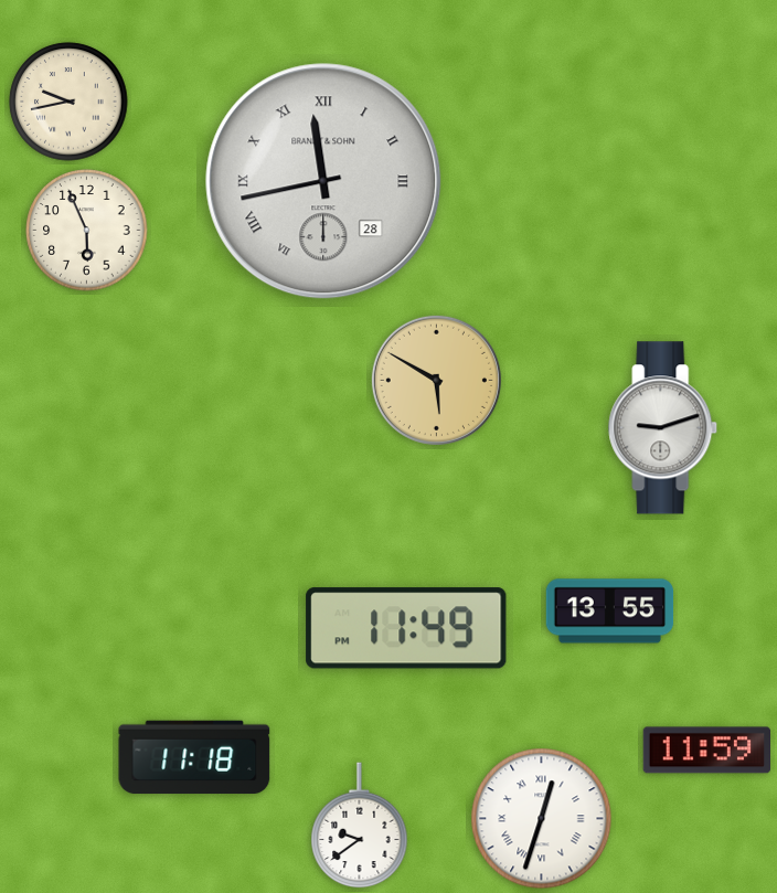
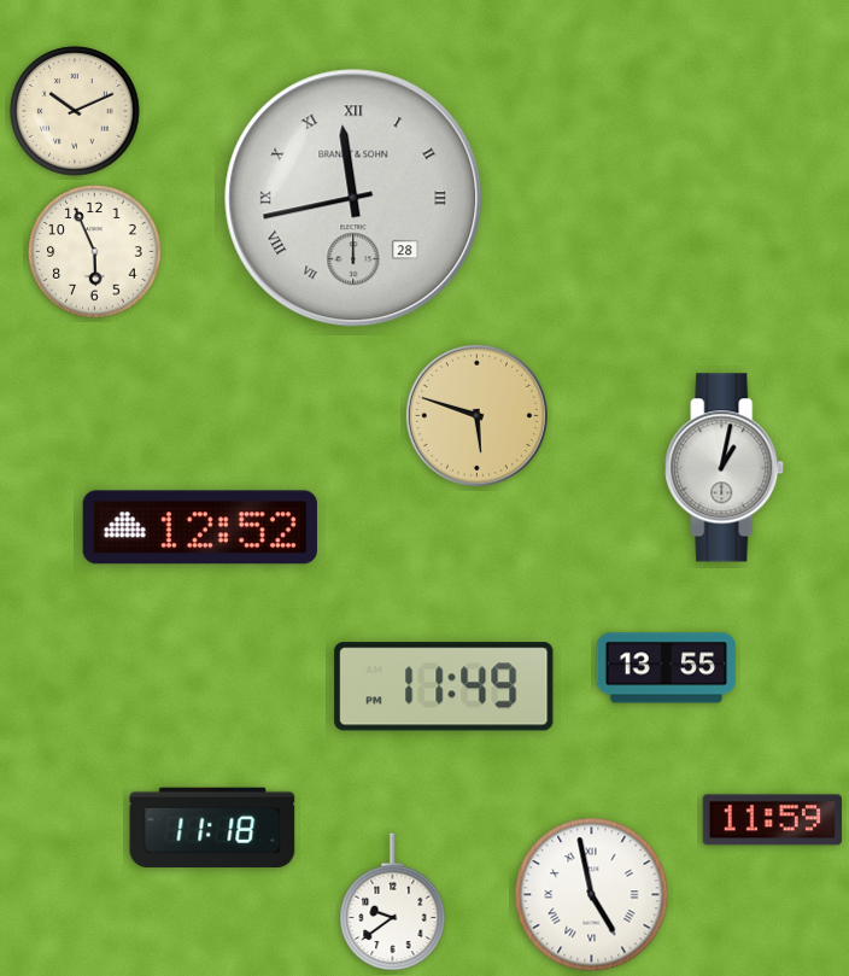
clock at (68, 102): 9:43 -> 10:11
clock at (436, 380): 5:50 -> 5:48
clock at (663, 428): 9:12 -> 1:02
clock at (200, 527): none -> 12:52
clock at (542, 819): 12:33 -> 4:58
